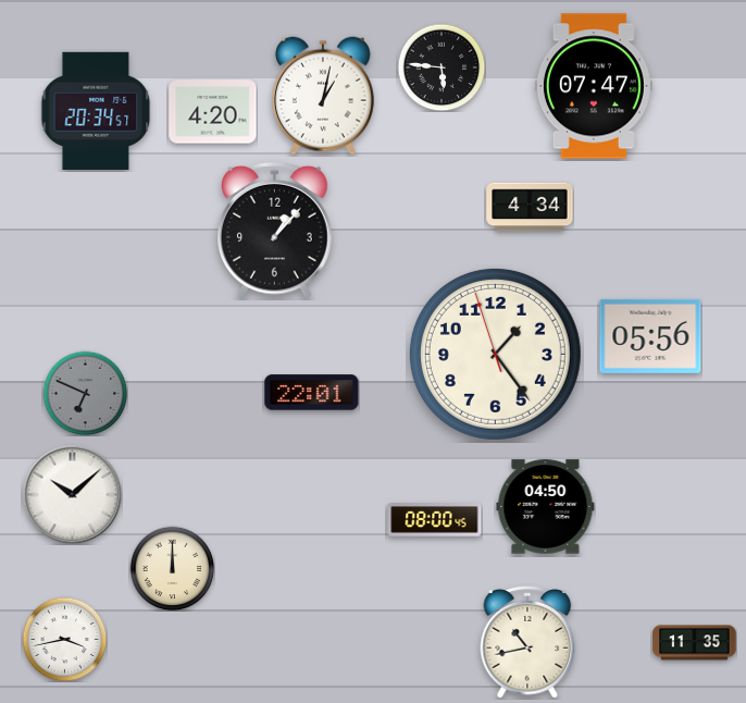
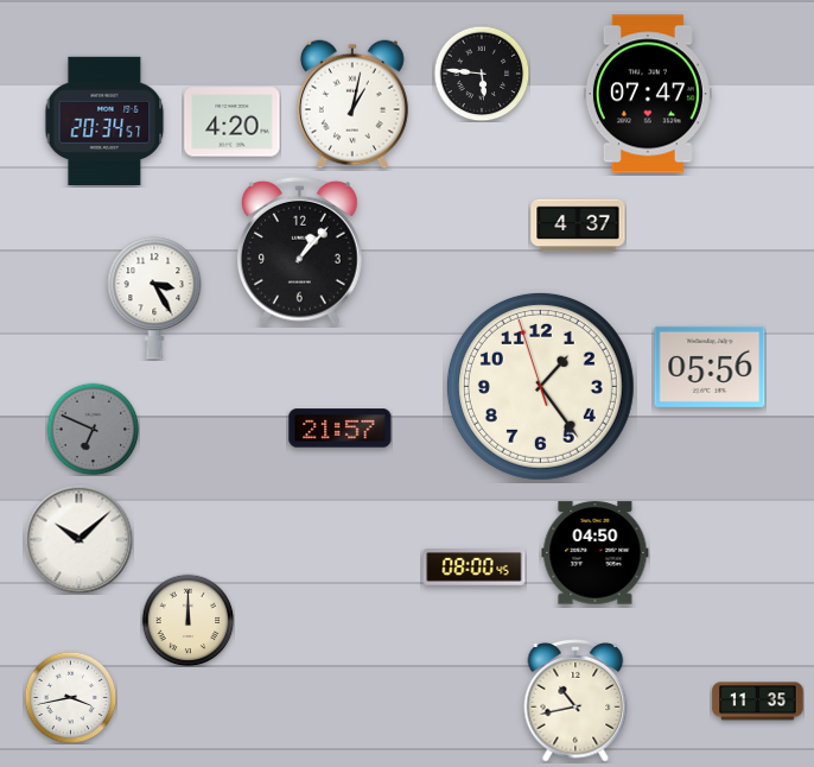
clock at (530, 207): 4:34 -> 4:37
clock at (154, 298): none -> 3:25
clock at (312, 393): 22:01 -> 21:57
